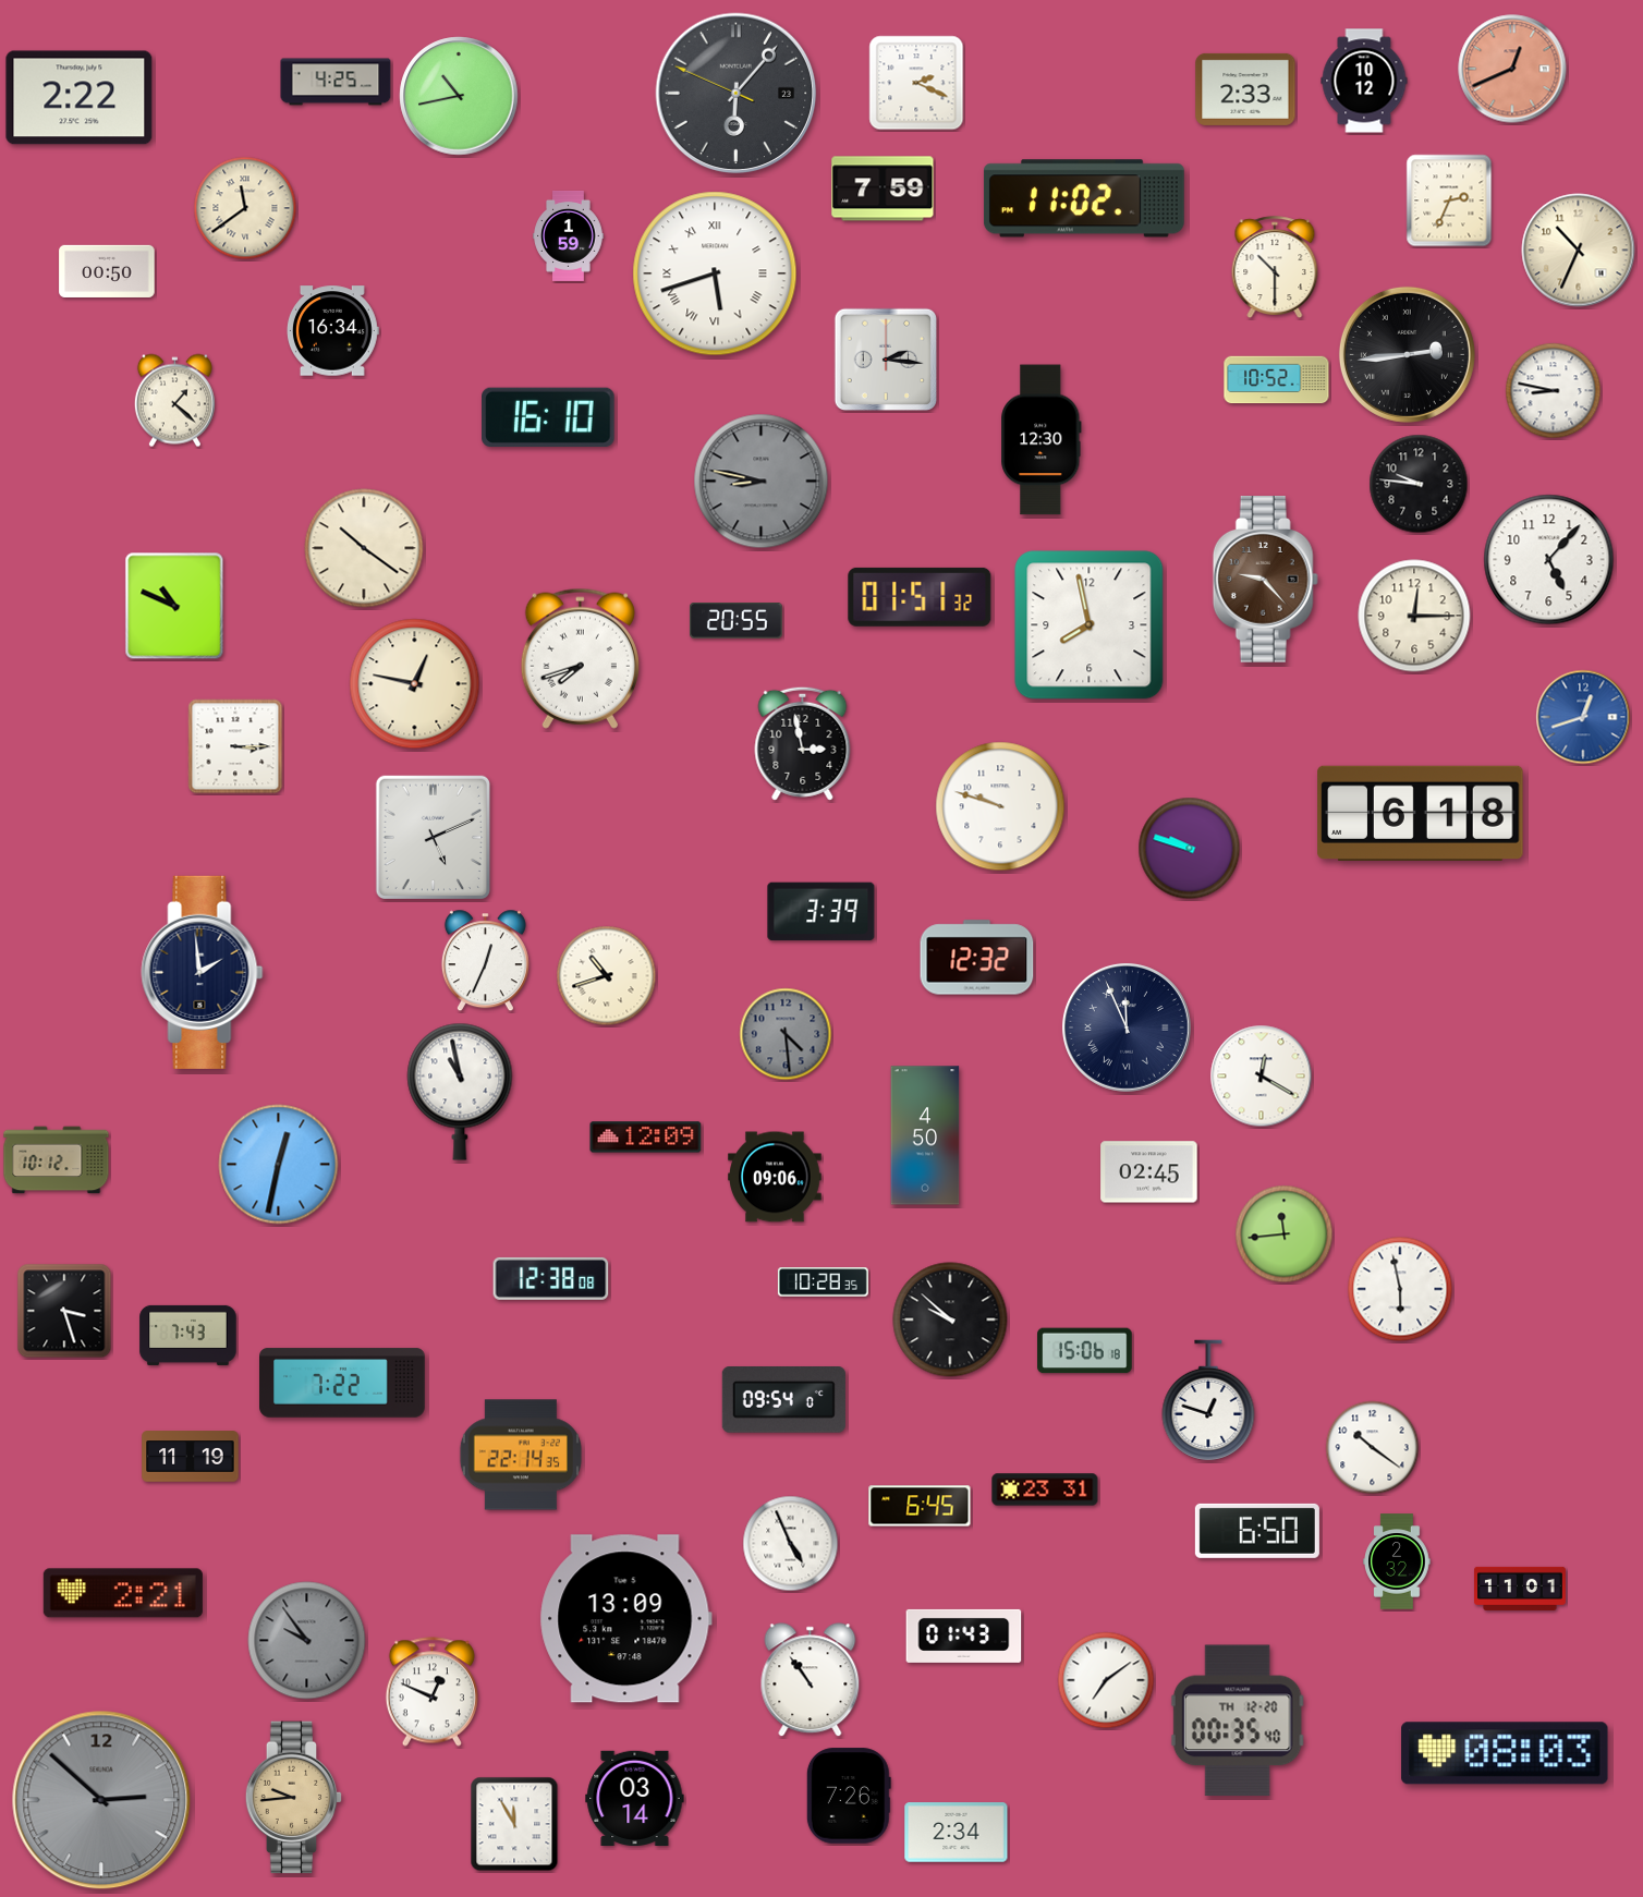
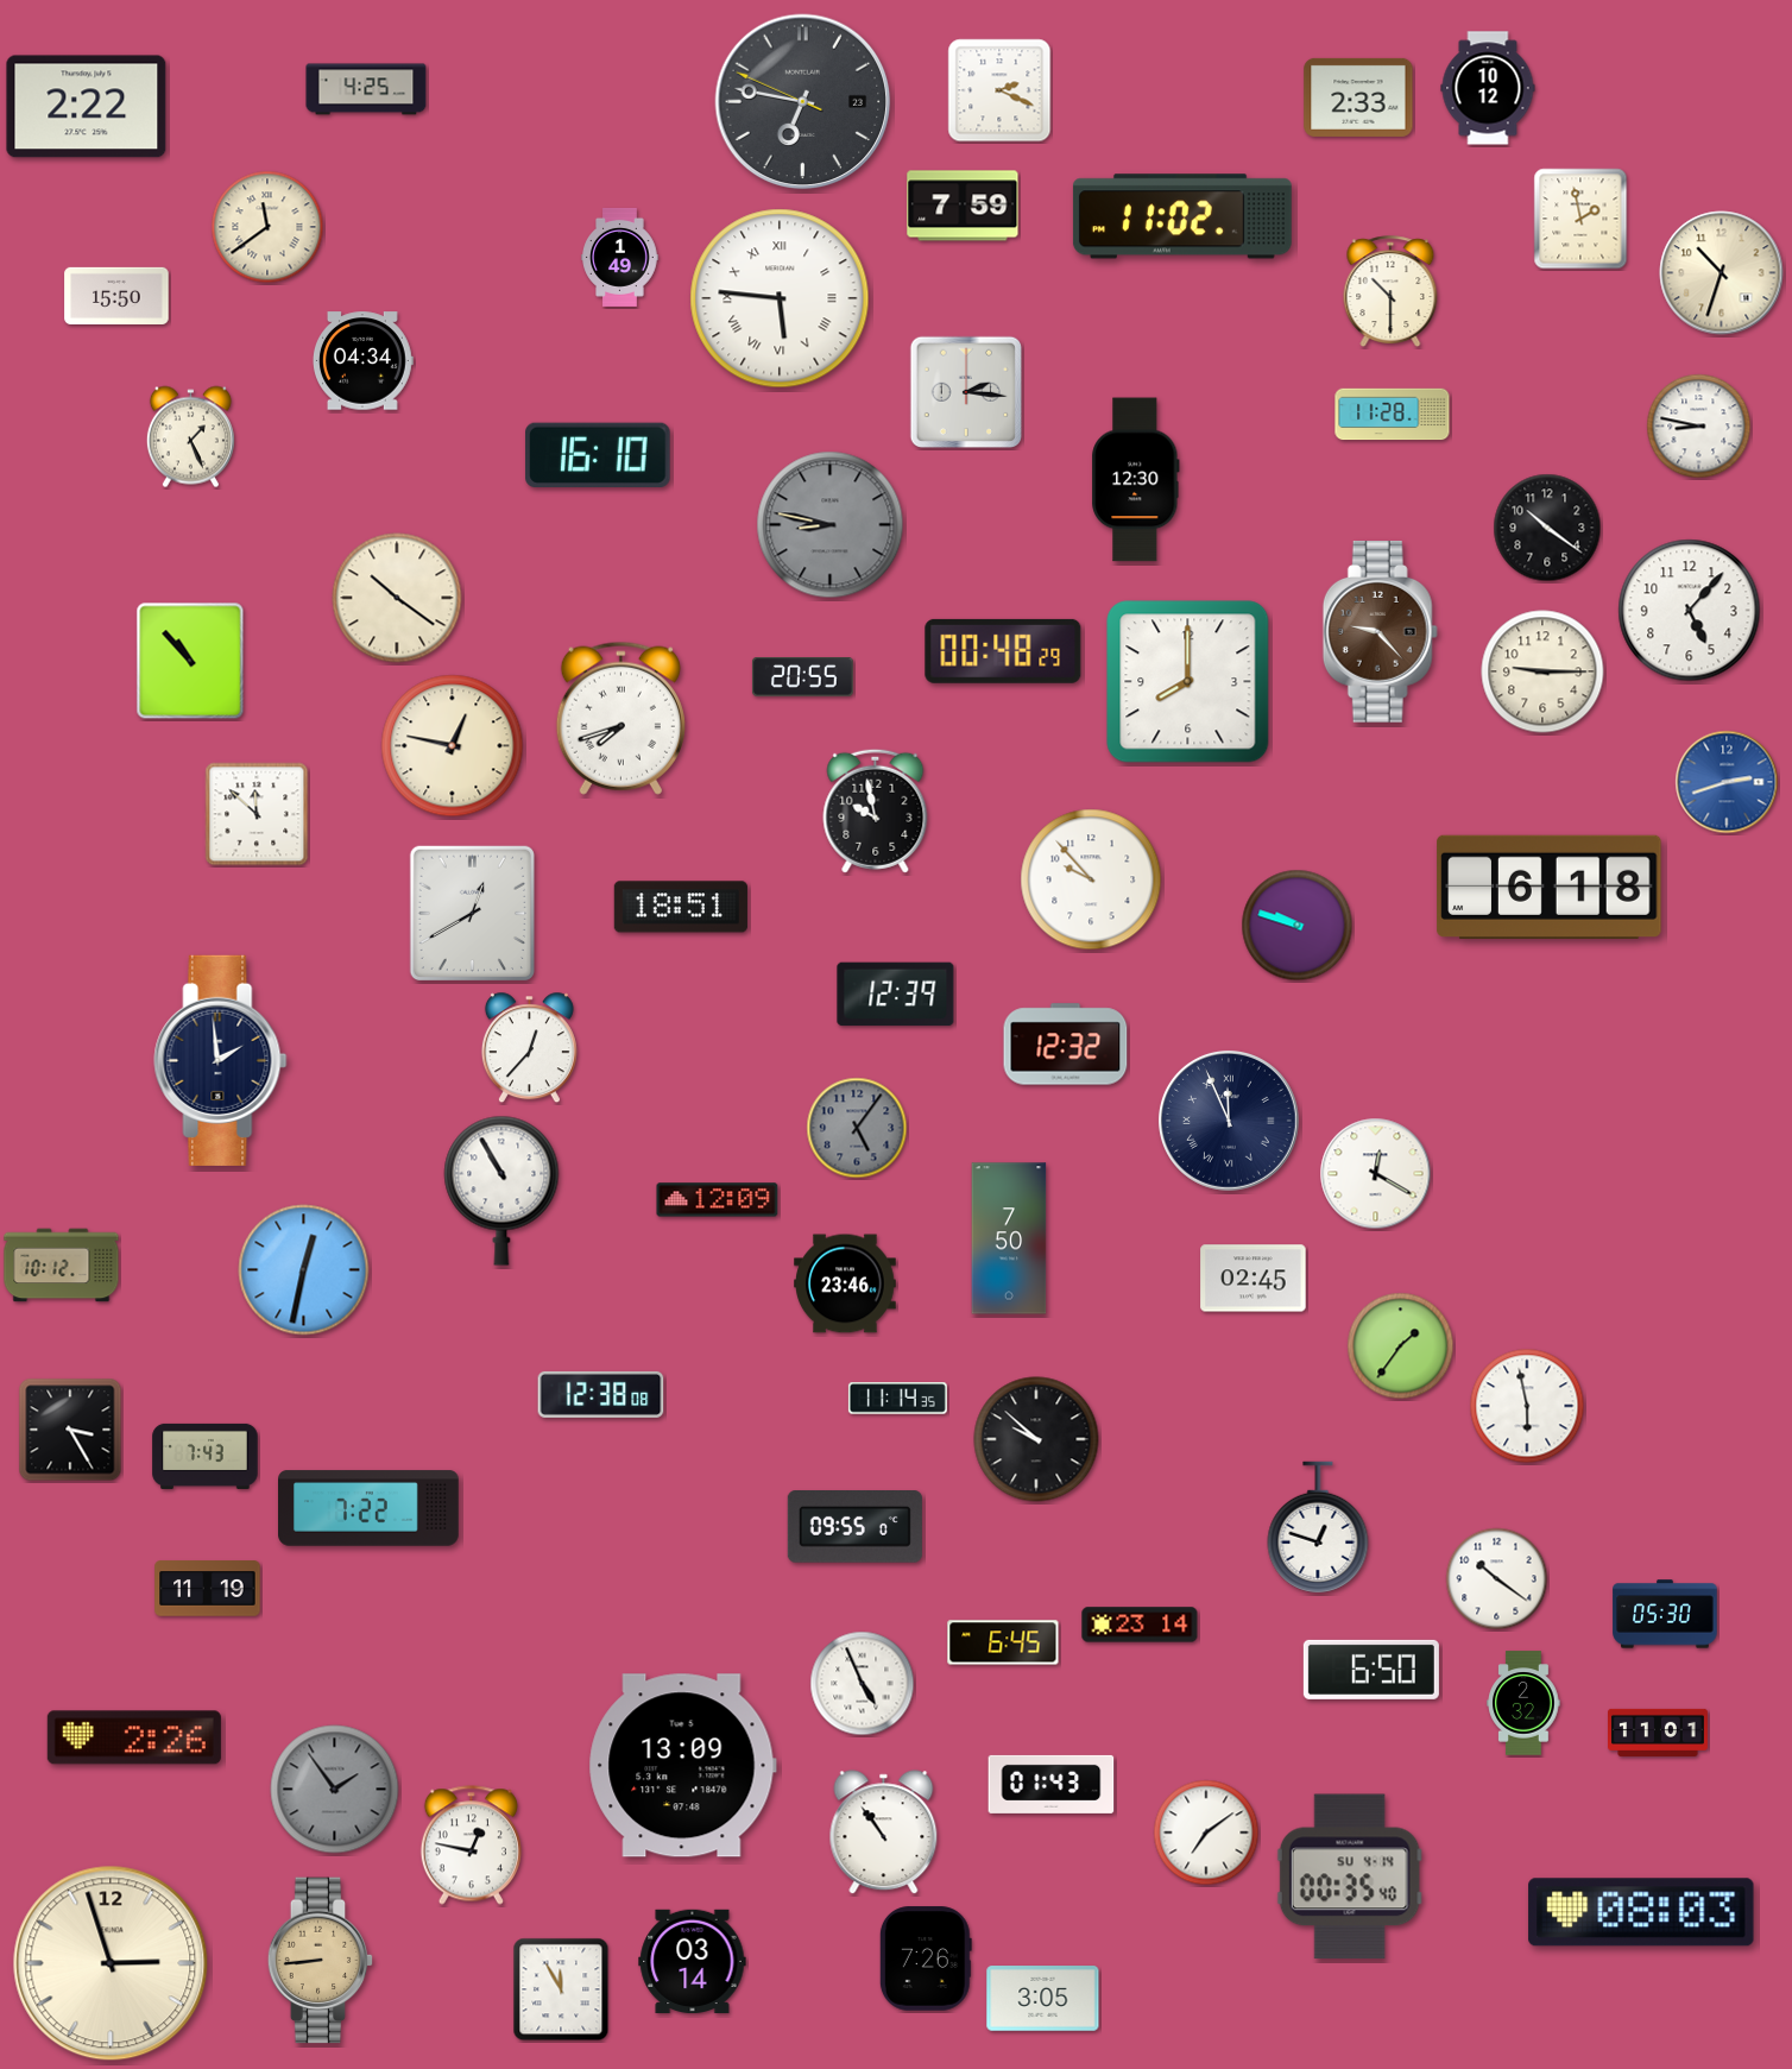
clock at (1512, 69): 12:41 -> none
clock at (737, 94): 6:06 -> 6:46
clock at (459, 96): 10:43 -> none
clock at (1449, 200): 2:34 -> 1:58
clock at (569, 235): 1:59 -> 1:49
clock at (1579, 251): 10:34 -> 10:33
clock at (107, 271): 00:50 -> 15:50
clock at (715, 273): 5:42 -> 5:46
clock at (332, 331): 16:34 -> 04:34
clock at (1407, 354): 2:44 -> none
clock at (1277, 380): 10:52 -> 11:28
clock at (1554, 391) position: (1554, 391) -> (1699, 427)
clock at (174, 401): 1:22 -> 1:26
clock at (1419, 484): 9:46 -> 10:21
clock at (920, 597): 01:51 -> 00:48
clock at (174, 606): 10:49 -> 10:53
clock at (1414, 616): 12:15 -> 9:15
clock at (1090, 625): 7:58 -> 8:00
clock at (580, 658) position: (580, 658) -> (620, 718)
clock at (1583, 717): 12:42 -> 2:42
clock at (803, 743): 2:58 -> 9:58
clock at (235, 746): 3:15 -> 11:52
clock at (1000, 806): 9:48 -> 9:53
clock at (681, 907): none -> 18:51
clock at (433, 837): 5:11 -> 12:40
clock at (821, 912): 3:39 -> 12:39
clock at (485, 961): 12:34 -> 12:37
clock at (607, 976): 10:42 -> none
clock at (786, 1034): 4:29 -> 5:06
clock at (460, 1092): 10:58 -> 10:55
clock at (925, 1135): 4:50 -> 7:50
clock at (646, 1138) position: (646, 1138) -> (718, 1200)
clock at (775, 1177): 09:06 -> 23:46
clock at (1285, 1235): 11:44 -> 1:36
clock at (823, 1282): 10:28 -> 11:14
clock at (64, 1311): 3:27 -> 3:25
clock at (1085, 1351): 15:06 -> none
clock at (343, 1383) position: (343, 1383) -> (370, 1508)
clock at (783, 1400): 09:54 -> 09:55
clock at (520, 1455): 22:14 -> none
clock at (1665, 1614): none -> 05:30
clock at (1045, 1489): 23:31 -> 23:14
clock at (123, 1593): 2:21 -> 2:26
clock at (307, 1641): 9:54 -> 1:54
clock at (431, 1692): 12:49 -> 12:47
clock at (1238, 1720) date: TH 12-20 -> SU 4-14
clock at (294, 1798): 9:44 -> 8:44
clock at (101, 1800): 2:52 -> 2:57
clock at (101, 1800) dial: grey -> cream
clock at (957, 1833): 2:34 -> 3:05
